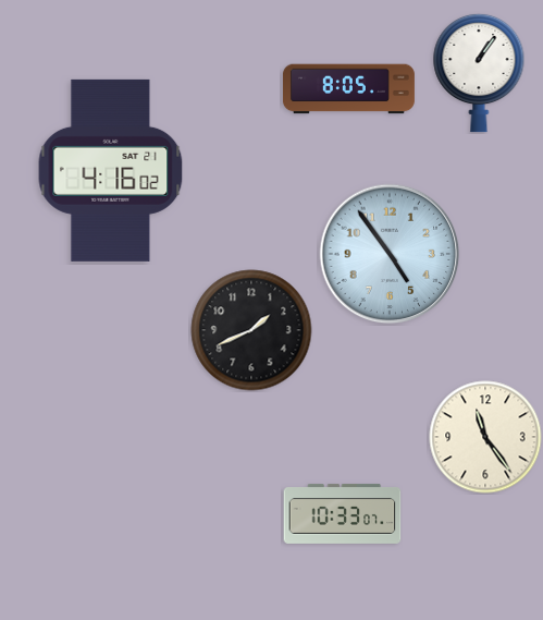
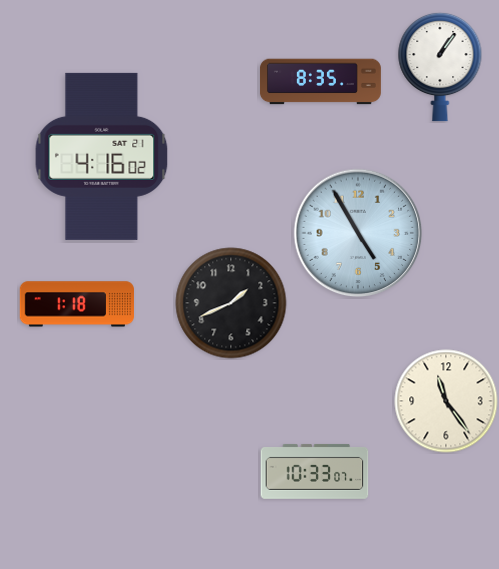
clock at (348, 89): 8:05 -> 8:35
clock at (390, 254): 4:54 -> 4:55
clock at (76, 304): none -> 1:18
